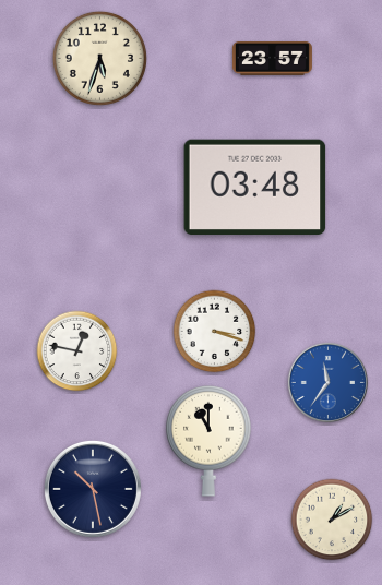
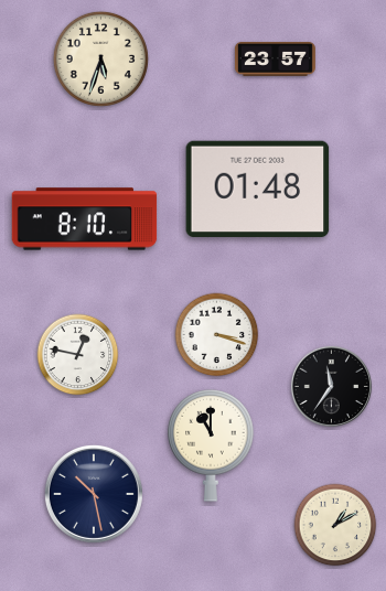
clock at (255, 188): 03:48 -> 01:48
clock at (85, 219): none -> 8:10
clock at (327, 382) dial: blue -> black
